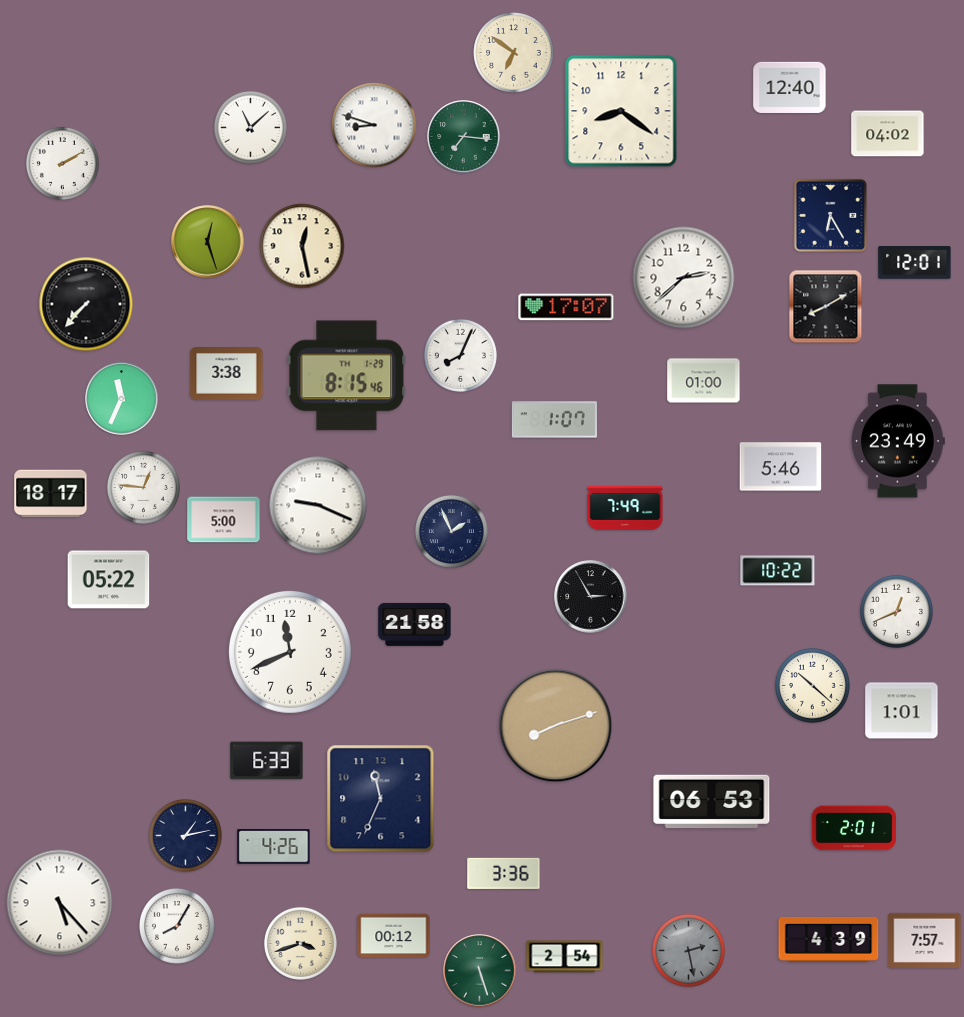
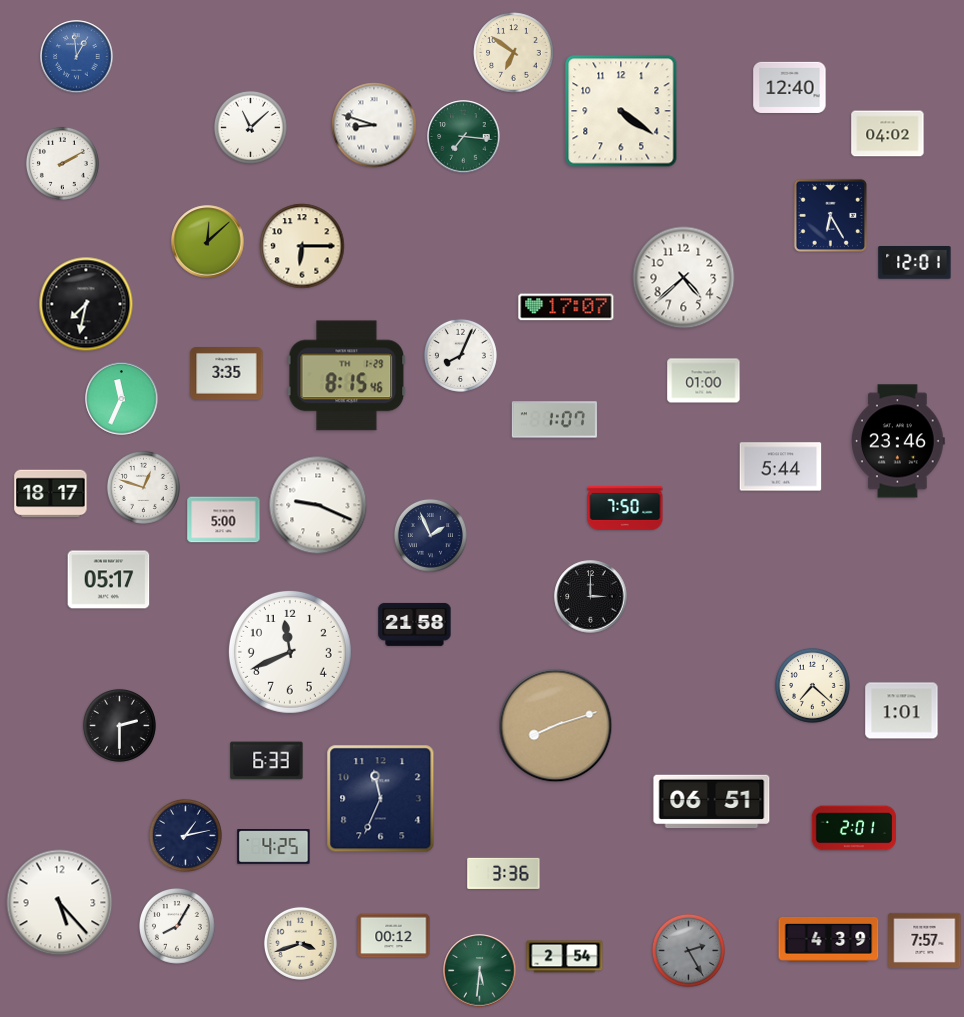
clock at (77, 57): none -> 12:59
clock at (621, 111): 8:21 -> 4:21
clock at (208, 242): 12:27 -> 12:08
clock at (302, 246): 12:28 -> 6:15
clock at (684, 278): 2:38 -> 4:38
clock at (86, 304): 7:37 -> 7:32
clock at (826, 307): 8:10 -> none
clock at (227, 374): 3:38 -> 3:35
clock at (899, 441): 23:49 -> 23:46
clock at (781, 467): 5:46 -> 5:44
clock at (143, 487): 12:46 -> 12:48
clock at (625, 508): 7:49 -> 7:50
clock at (451, 531) position: (451, 531) -> (430, 535)
clock at (778, 571): 10:22 -> none
clock at (109, 580): 05:22 -> 05:17
clock at (591, 597): 2:55 -> 3:00
clock at (896, 611): 12:41 -> none
clock at (813, 686): 10:22 -> 7:22
clock at (119, 725): none -> 2:30
clock at (712, 802): 06:53 -> 06:51
clock at (274, 847): 4:26 -> 4:25
clock at (688, 950): 2:28 -> 2:25
clock at (480, 971): 5:27 -> 5:31
